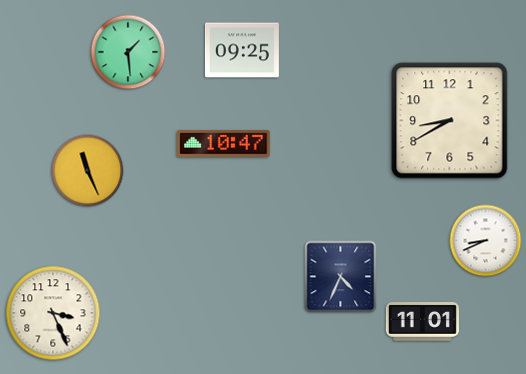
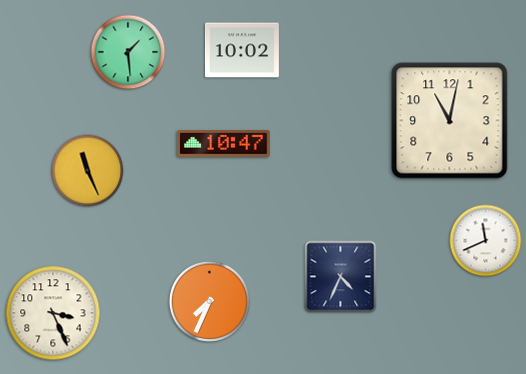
clock at (242, 50): 09:25 -> 10:02
clock at (450, 121): 8:40 -> 11:02
clock at (486, 241): 8:41 -> 11:41
clock at (209, 301): none -> 7:34
clock at (422, 322): 11:01 -> none
